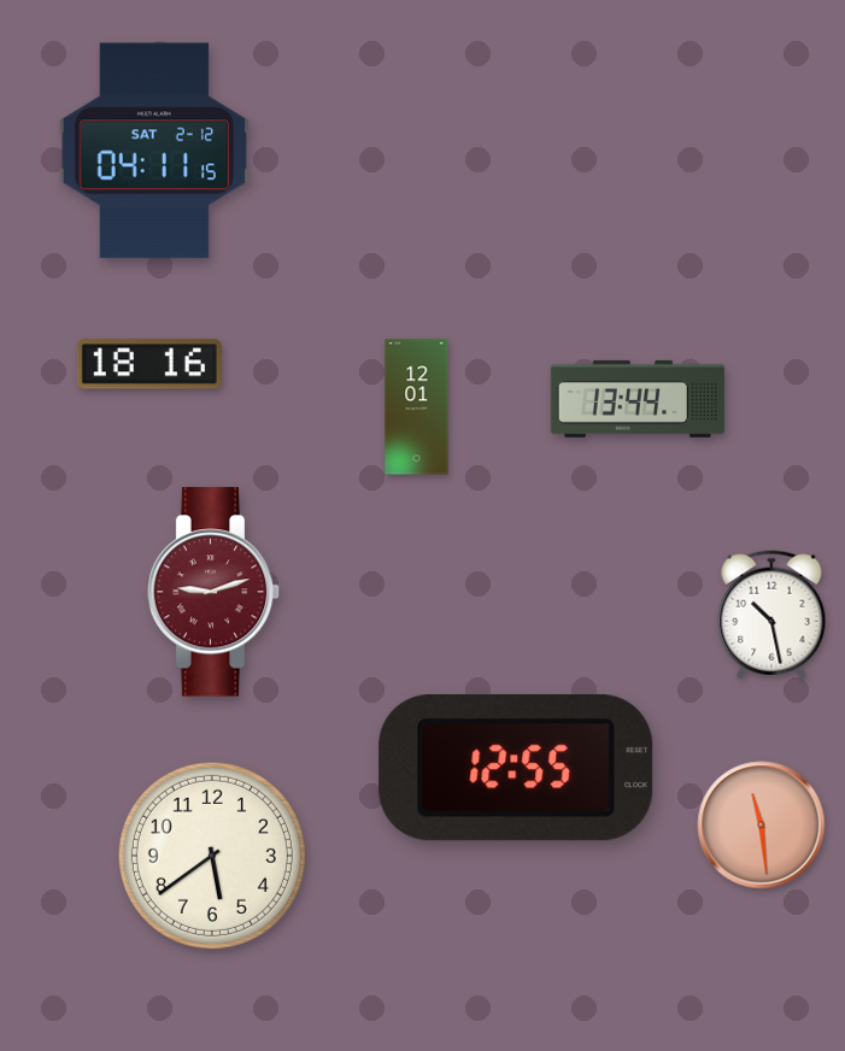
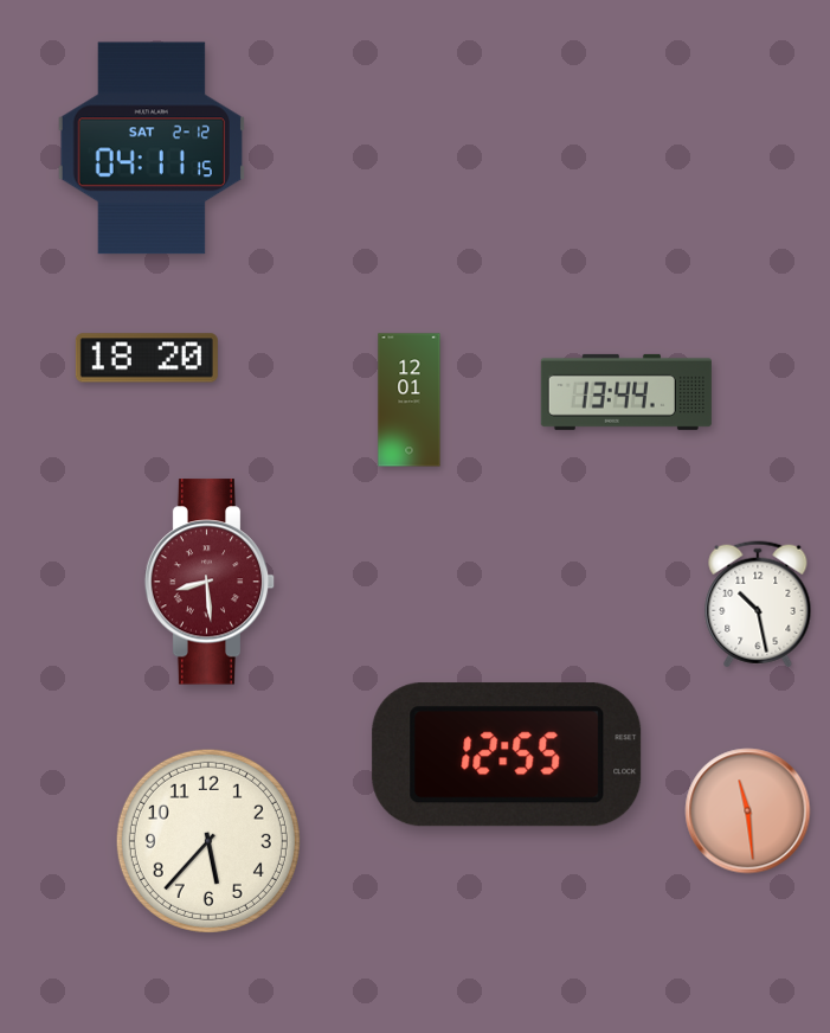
clock at (149, 364): 18:16 -> 18:20
clock at (213, 592): 9:12 -> 8:29
clock at (212, 856): 5:39 -> 5:37
